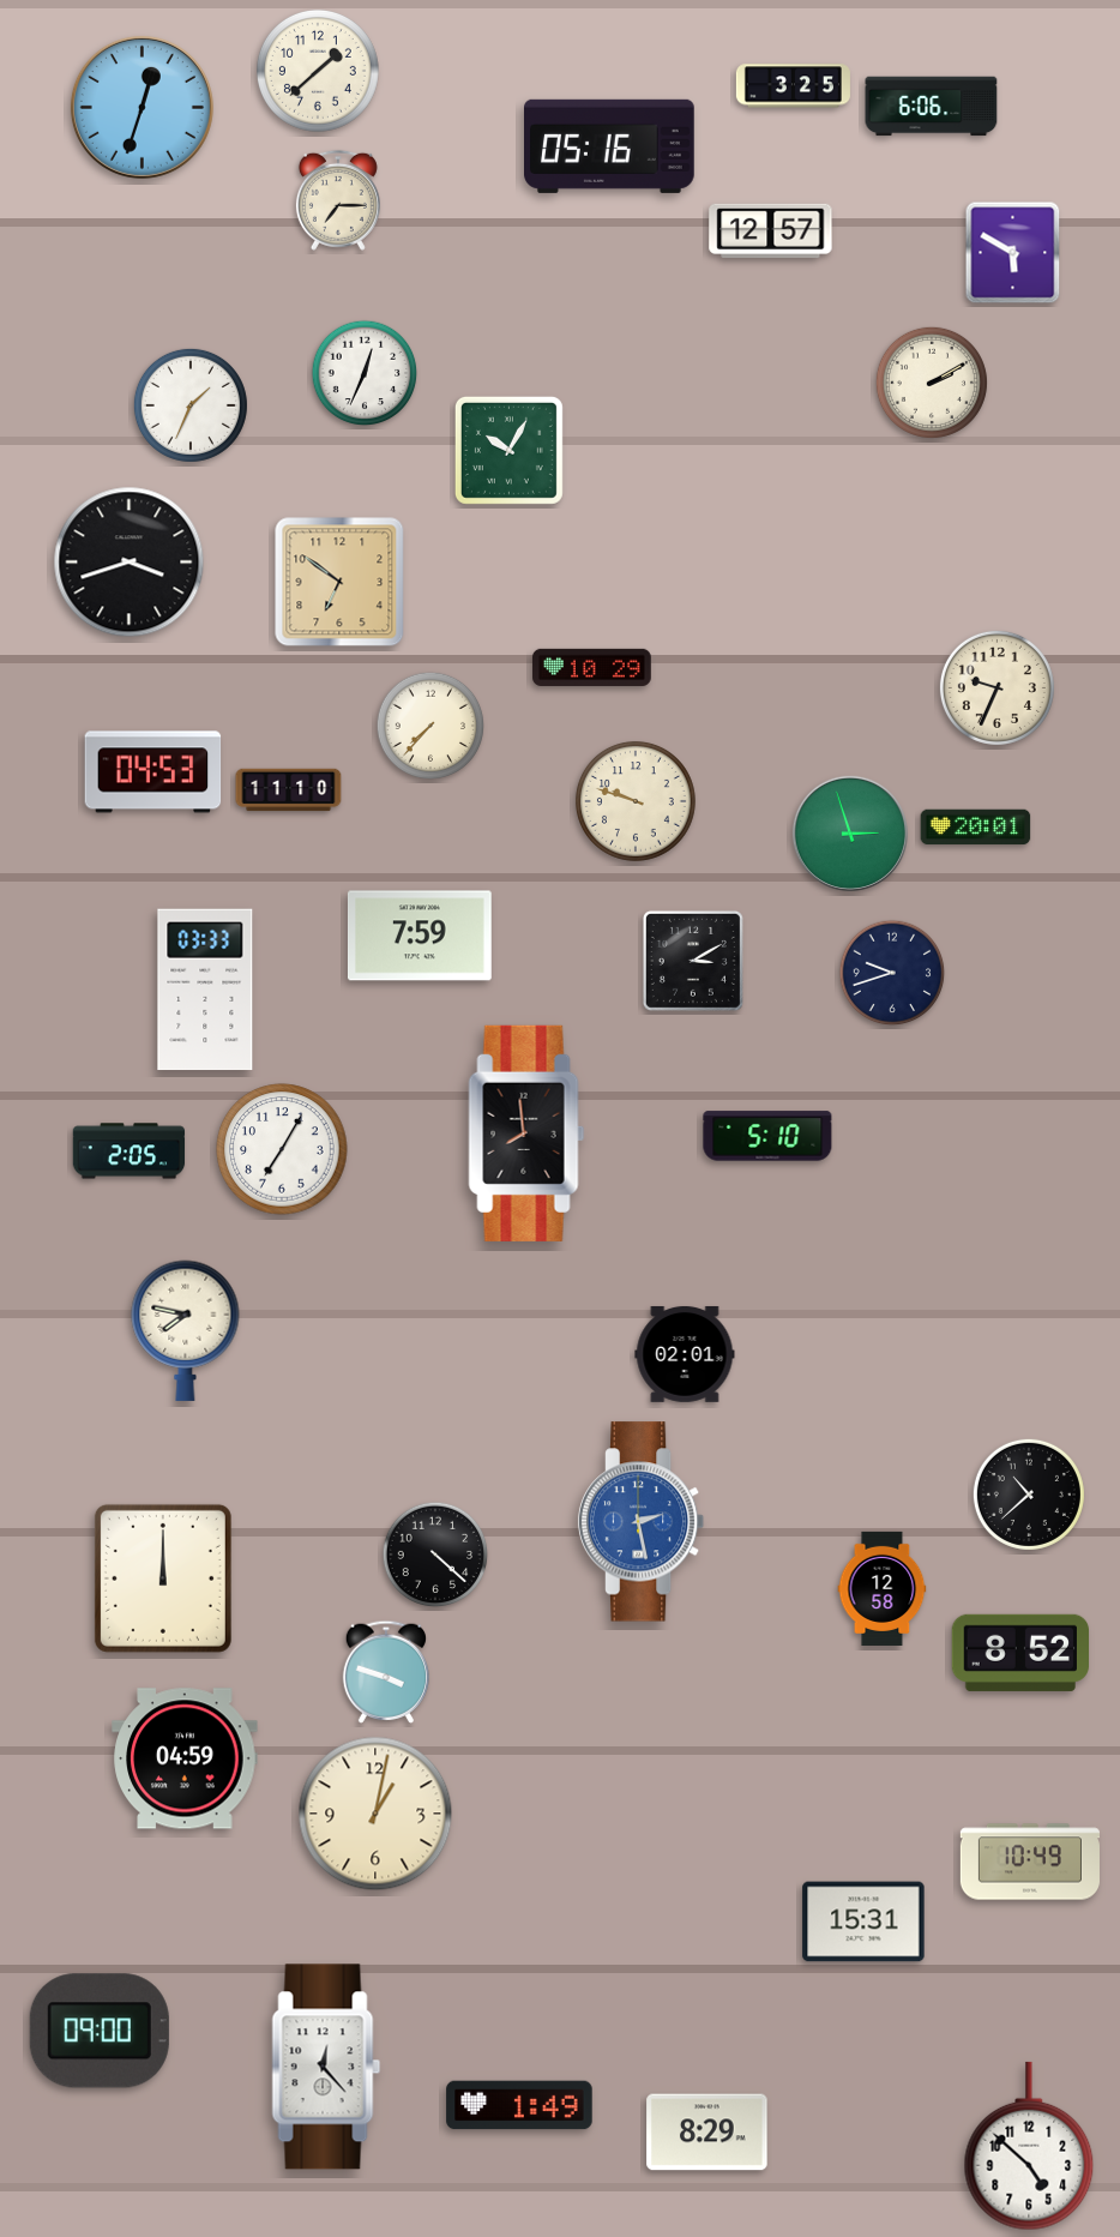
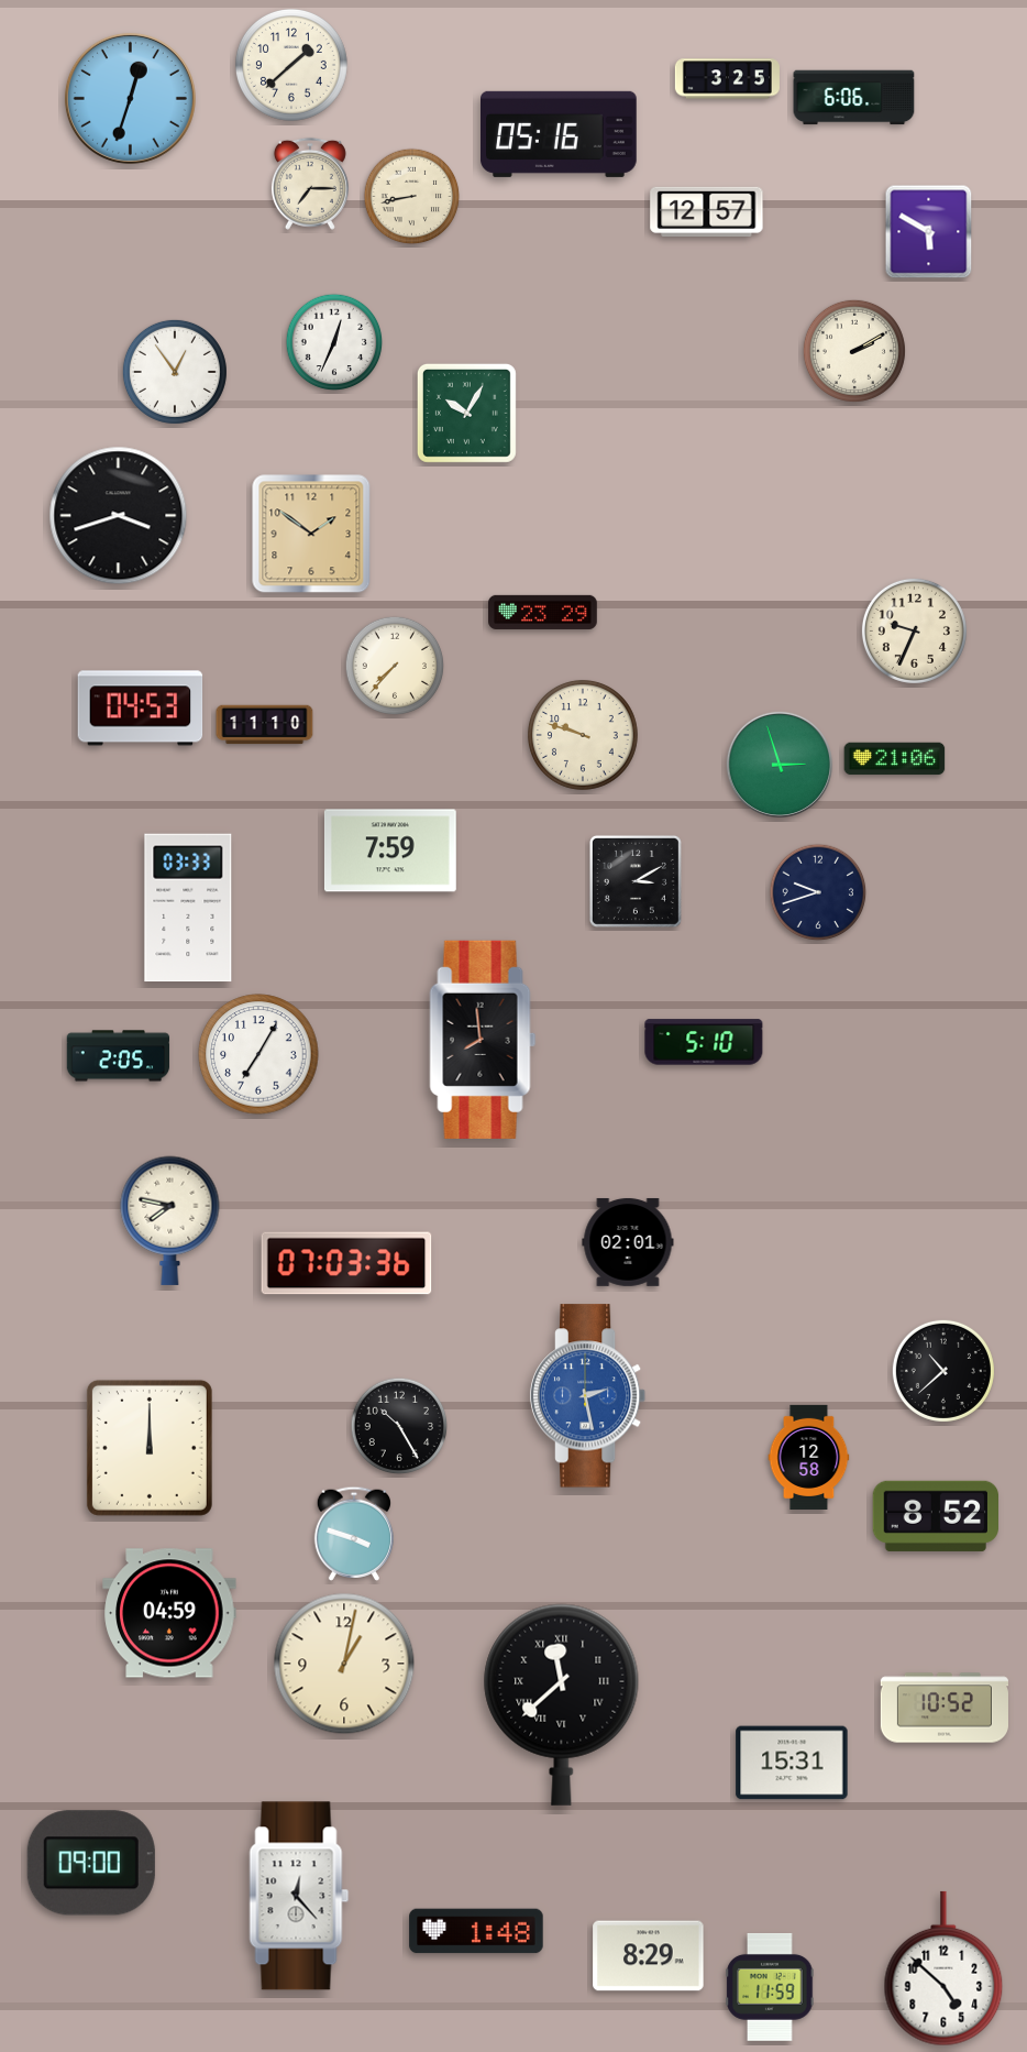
clock at (412, 197): none -> 8:43
clock at (191, 405): 1:34 -> 12:54
clock at (339, 582): 6:51 -> 1:51
clock at (592, 667): 10:29 -> 23:29
clock at (976, 828): 20:01 -> 21:06
clock at (420, 936) position: (420, 936) -> (390, 851)
clock at (346, 1263): none -> 07:03
clock at (435, 1555): 4:22 -> 10:25
clock at (562, 1704): none -> 11:38
clock at (1030, 1862): 10:49 -> 10:52
clock at (519, 2105): 1:49 -> 1:48
clock at (770, 1987): none -> 11:59
